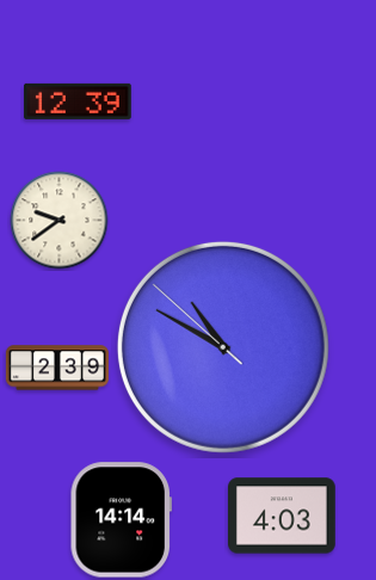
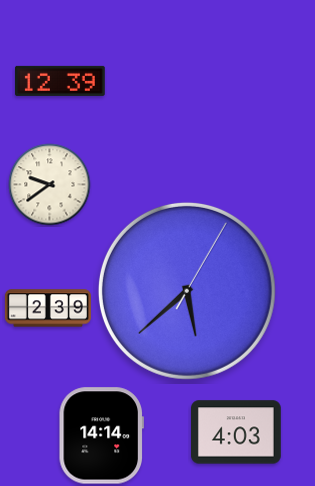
clock at (79, 101) position: (79, 101) -> (61, 81)
clock at (223, 347): 10:49 -> 5:38
